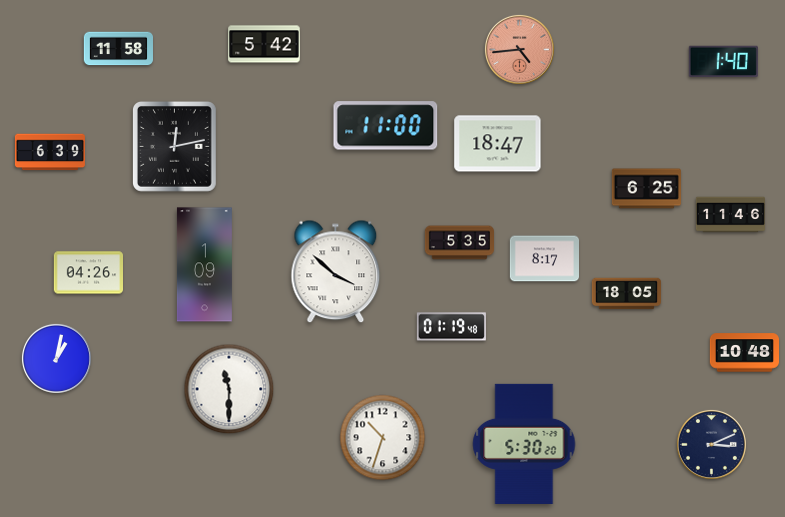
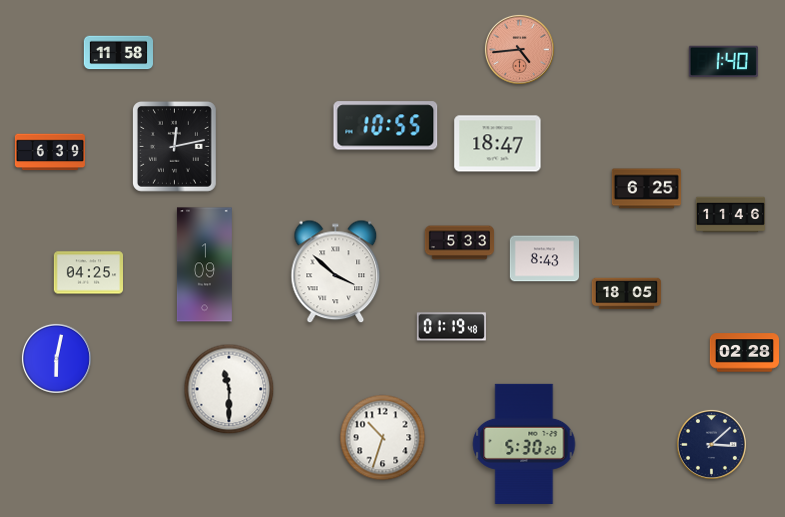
clock at (264, 44): 5:42 -> none
clock at (118, 49) position: (118, 49) -> (118, 53)
clock at (386, 126): 11:00 -> 10:55
clock at (459, 243): 5:35 -> 5:33
clock at (544, 259): 8:17 -> 8:43
clock at (88, 273): 04:26 -> 04:25
clock at (744, 353): 10:48 -> 02:28
clock at (56, 358): 1:02 -> 6:02
clock at (711, 444): 3:11 -> 3:08
